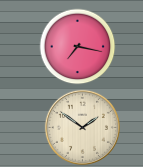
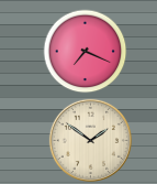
clock at (78, 47): 7:17 -> 7:19
